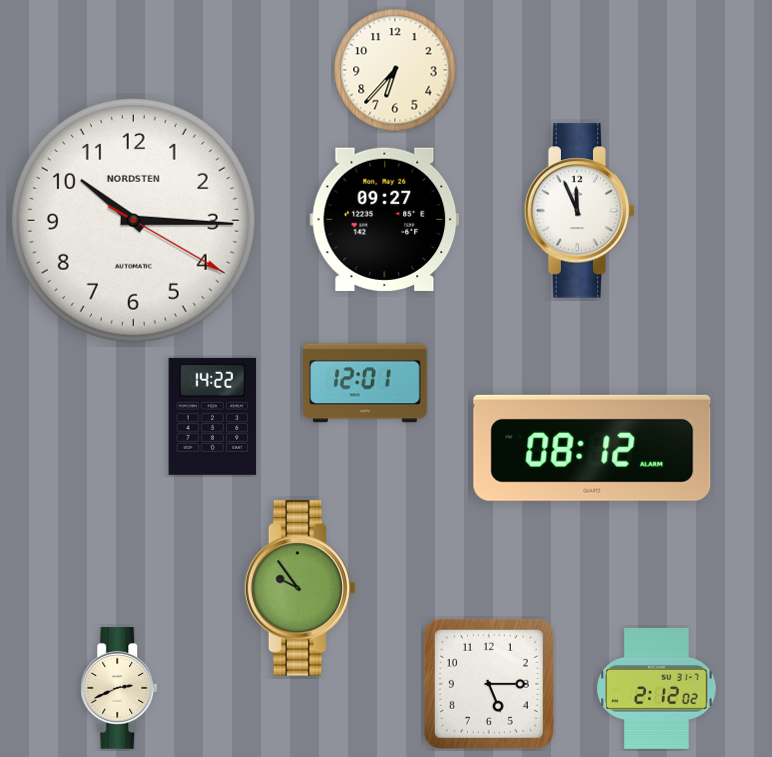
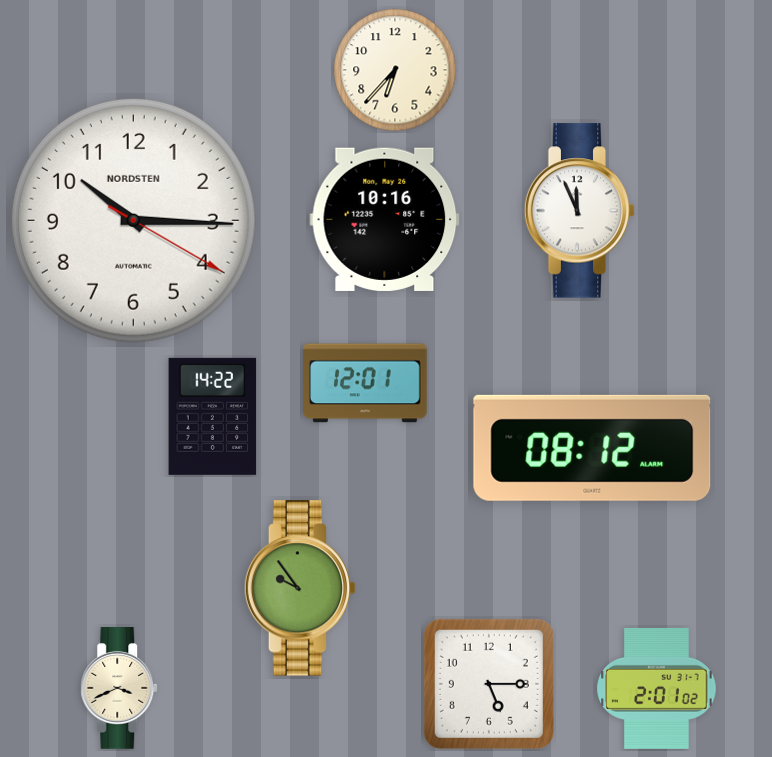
clock at (385, 219): 09:27 -> 10:16
clock at (657, 688): 2:12 -> 2:01
clock at (120, 689): 2:41 -> 3:41
